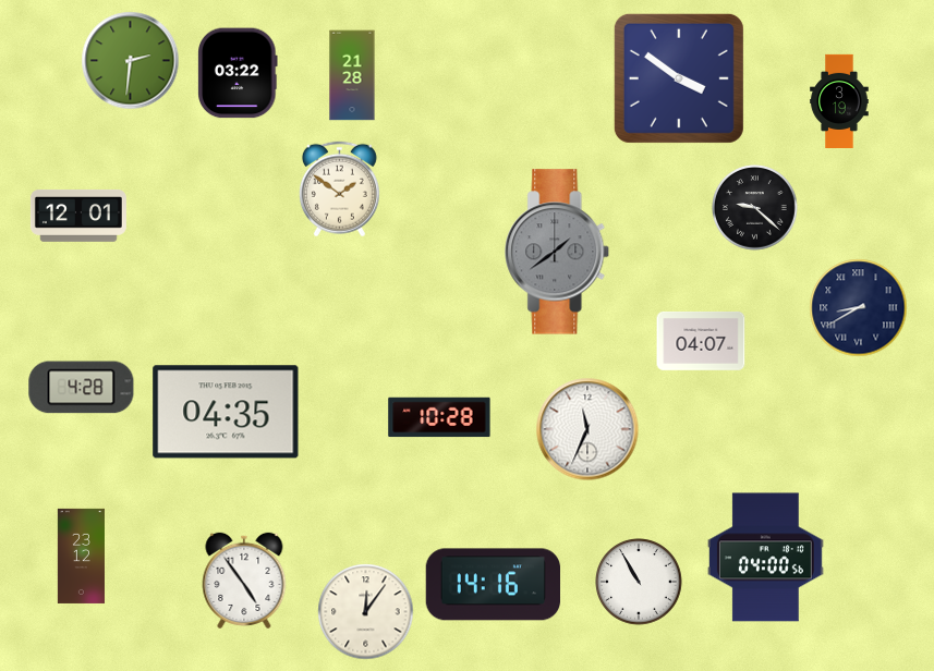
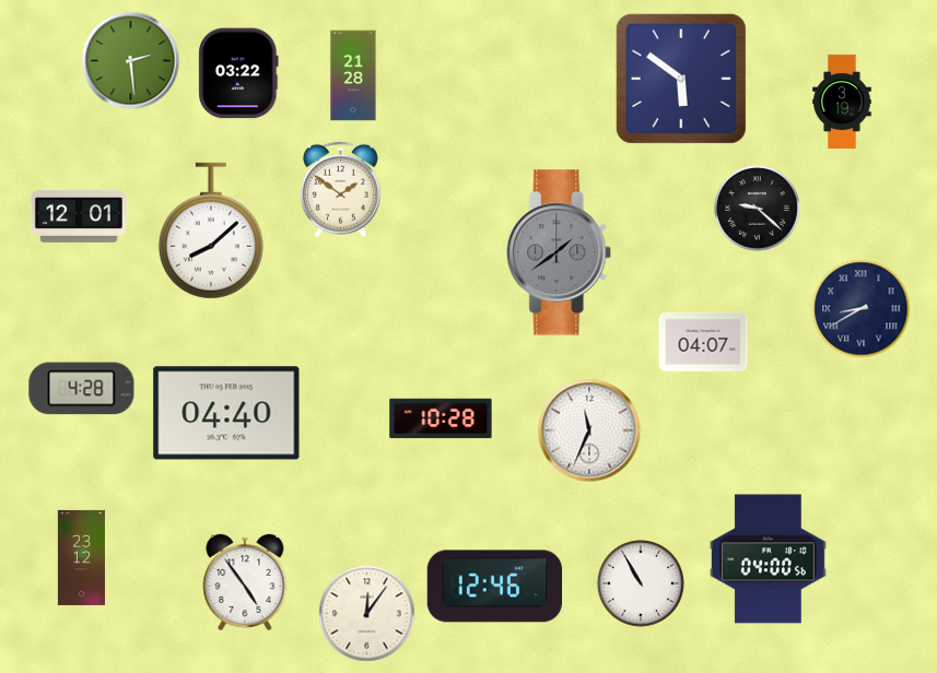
clock at (131, 61): 2:31 -> 2:29
clock at (679, 78): 3:51 -> 5:51
clock at (211, 231): none -> 8:08
clock at (226, 412): 04:35 -> 04:40
clock at (493, 585): 14:16 -> 12:46
